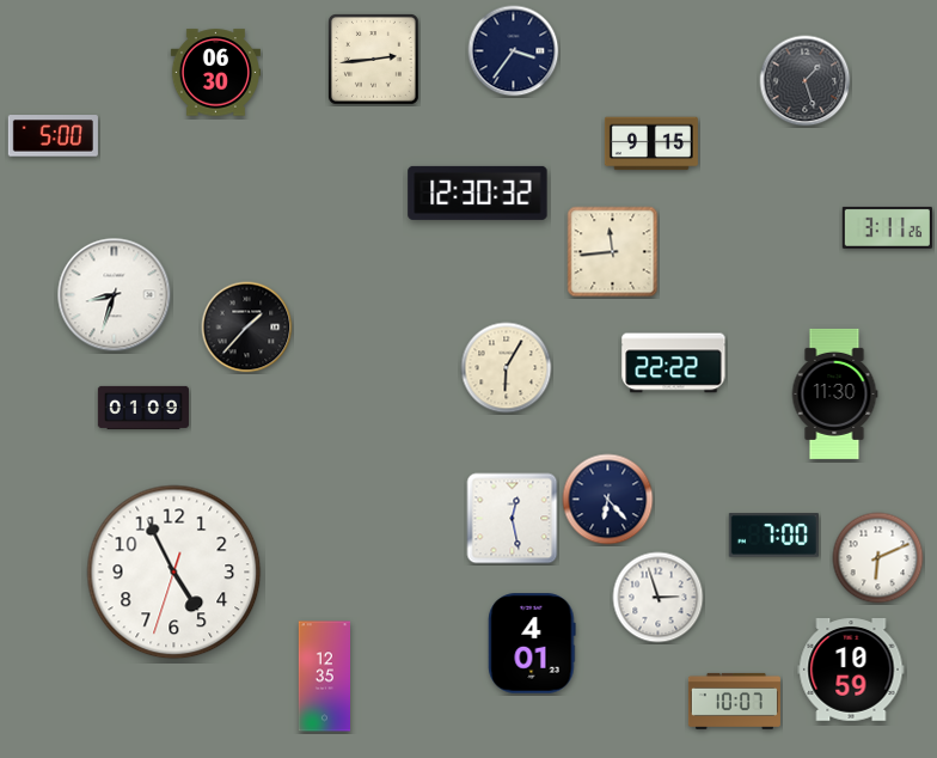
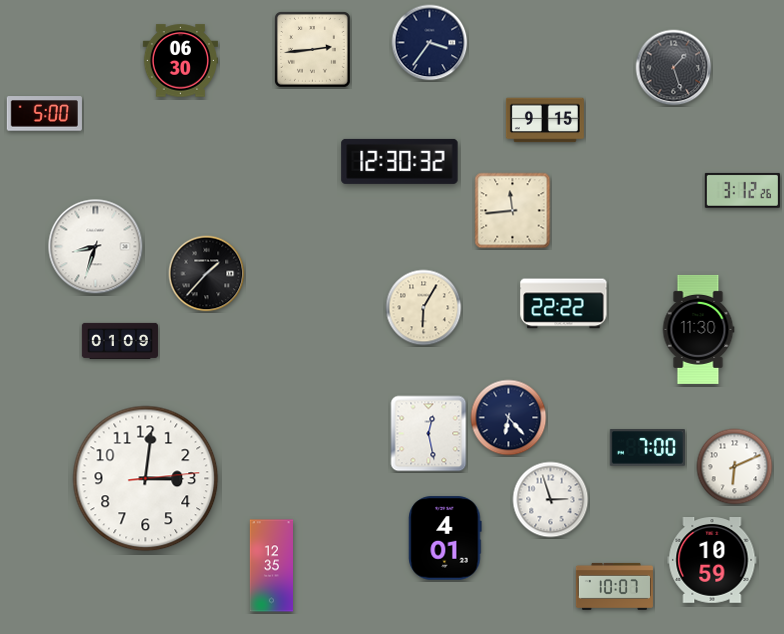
clock at (887, 227): 3:11 -> 3:12
clock at (174, 573): 4:55 -> 3:01
